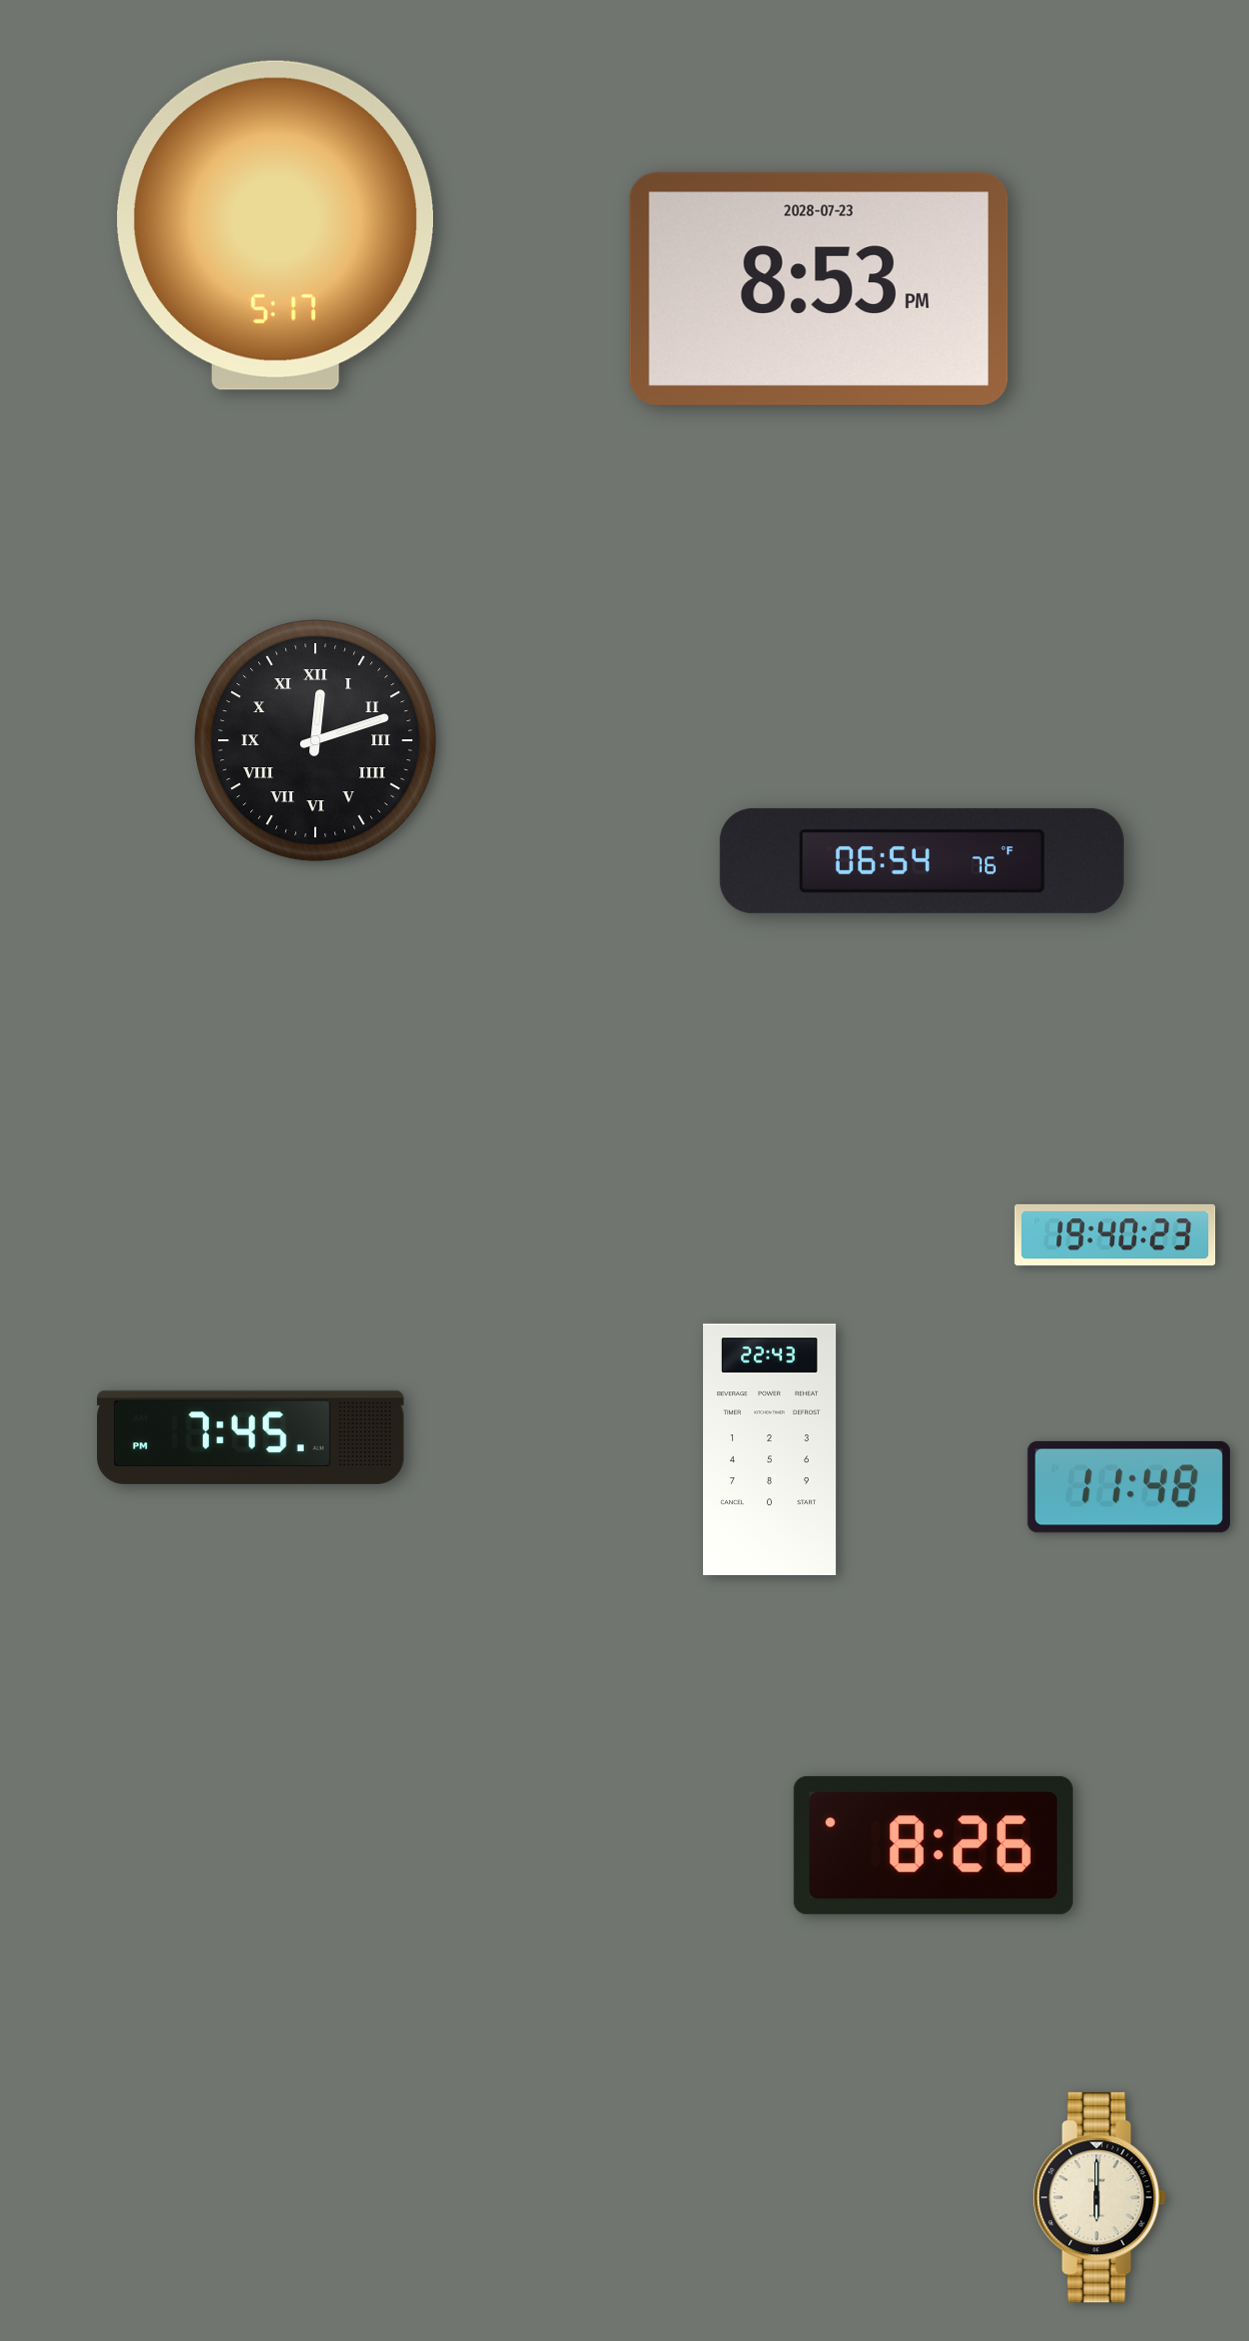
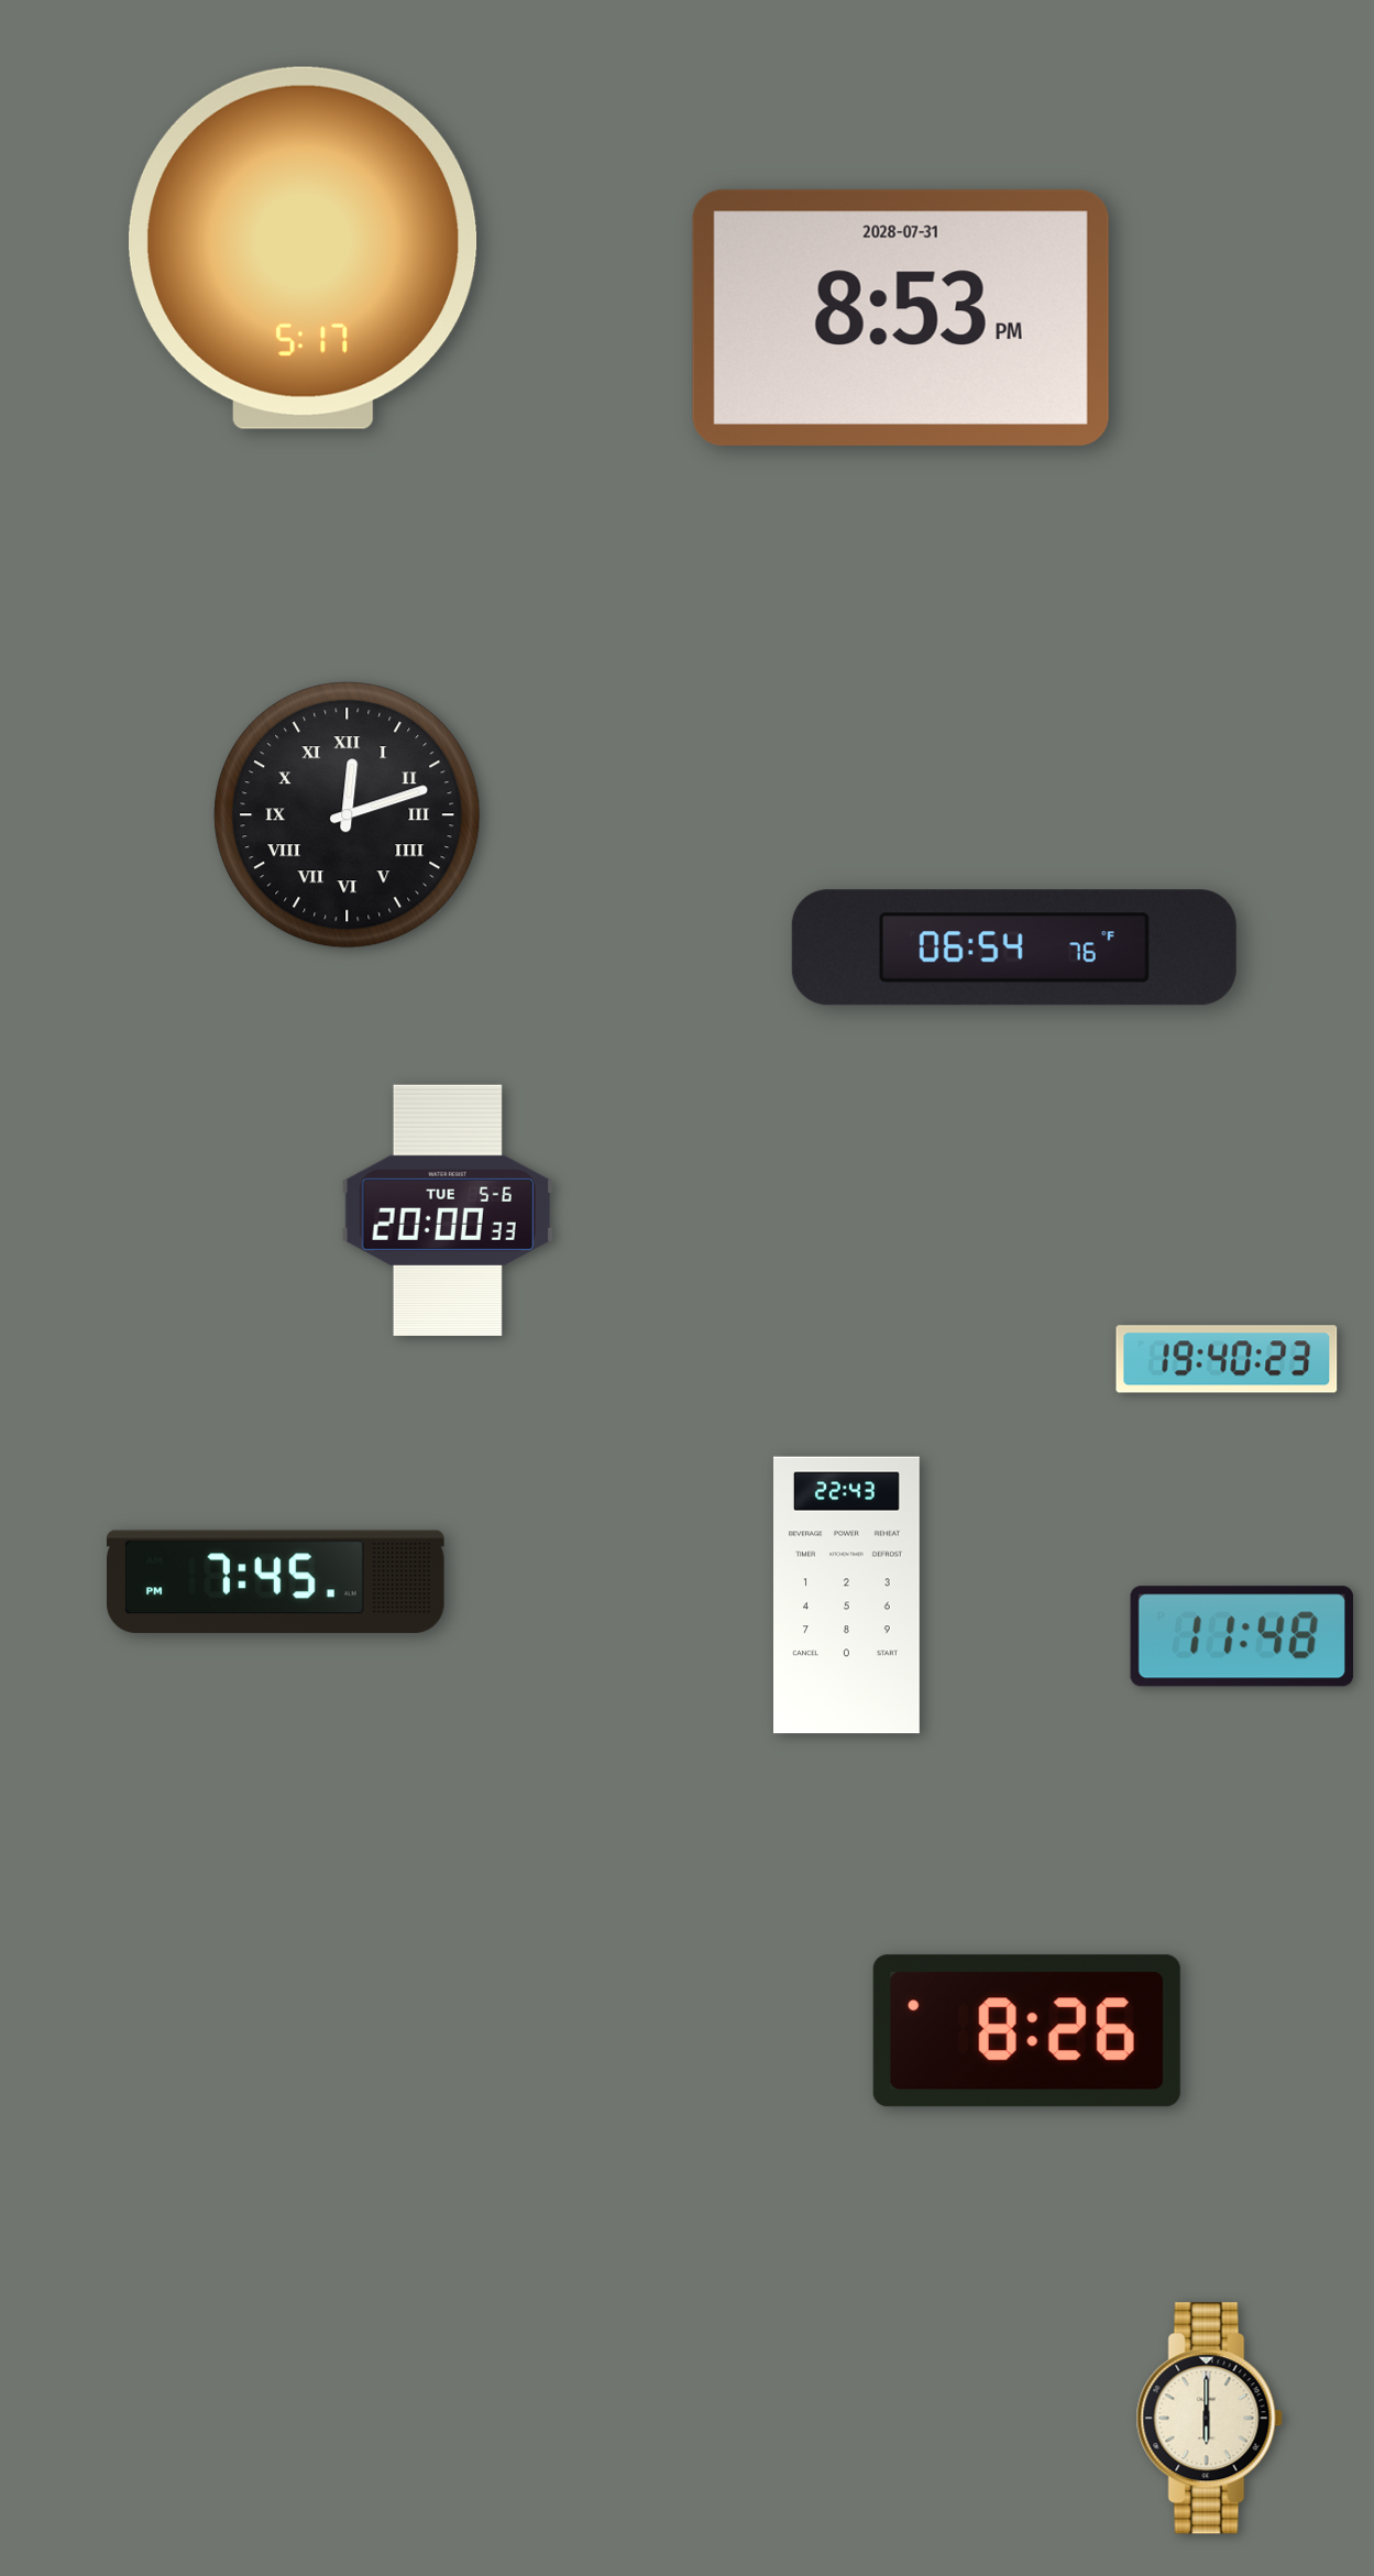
clock at (819, 289) date: 2028-07-23 -> 2028-07-31
clock at (447, 1210): none -> 20:00
